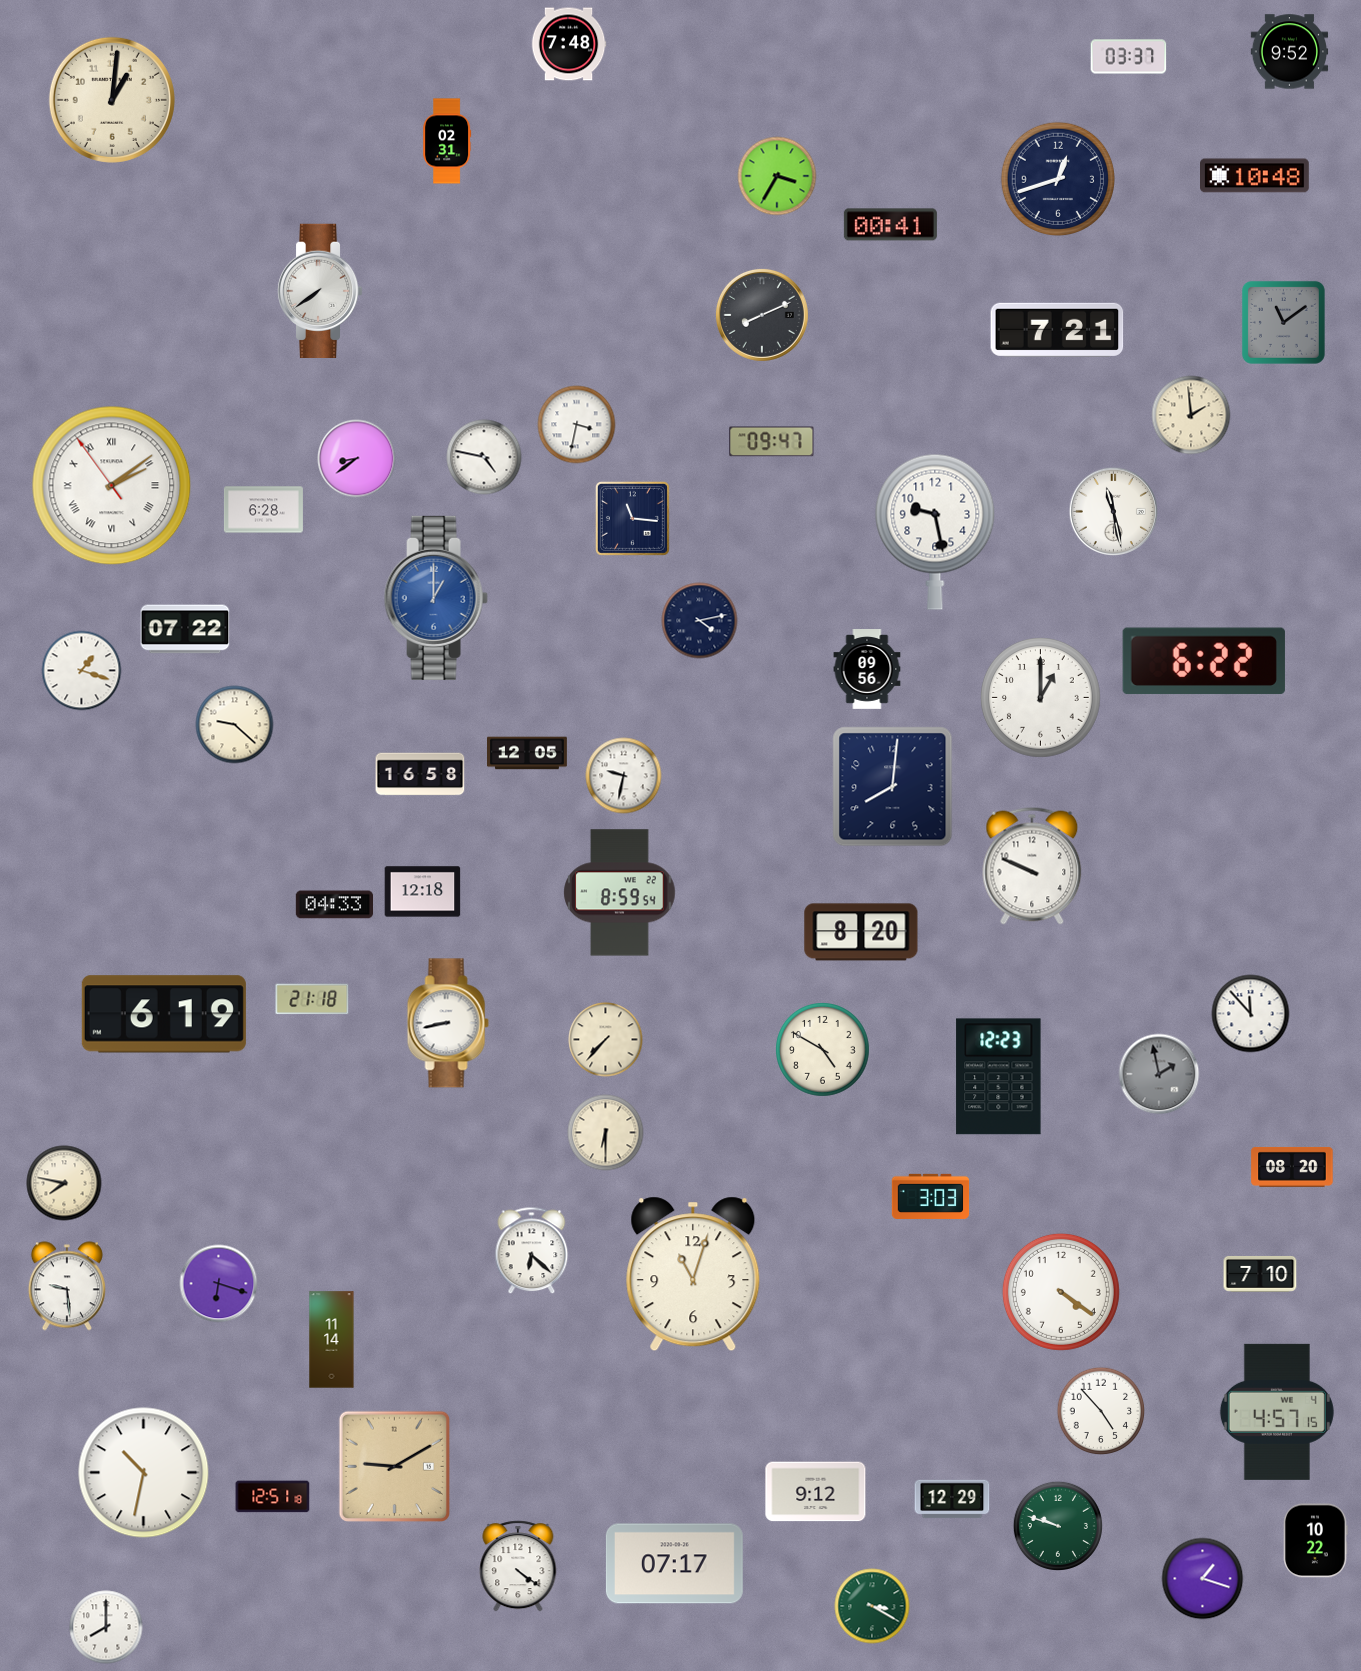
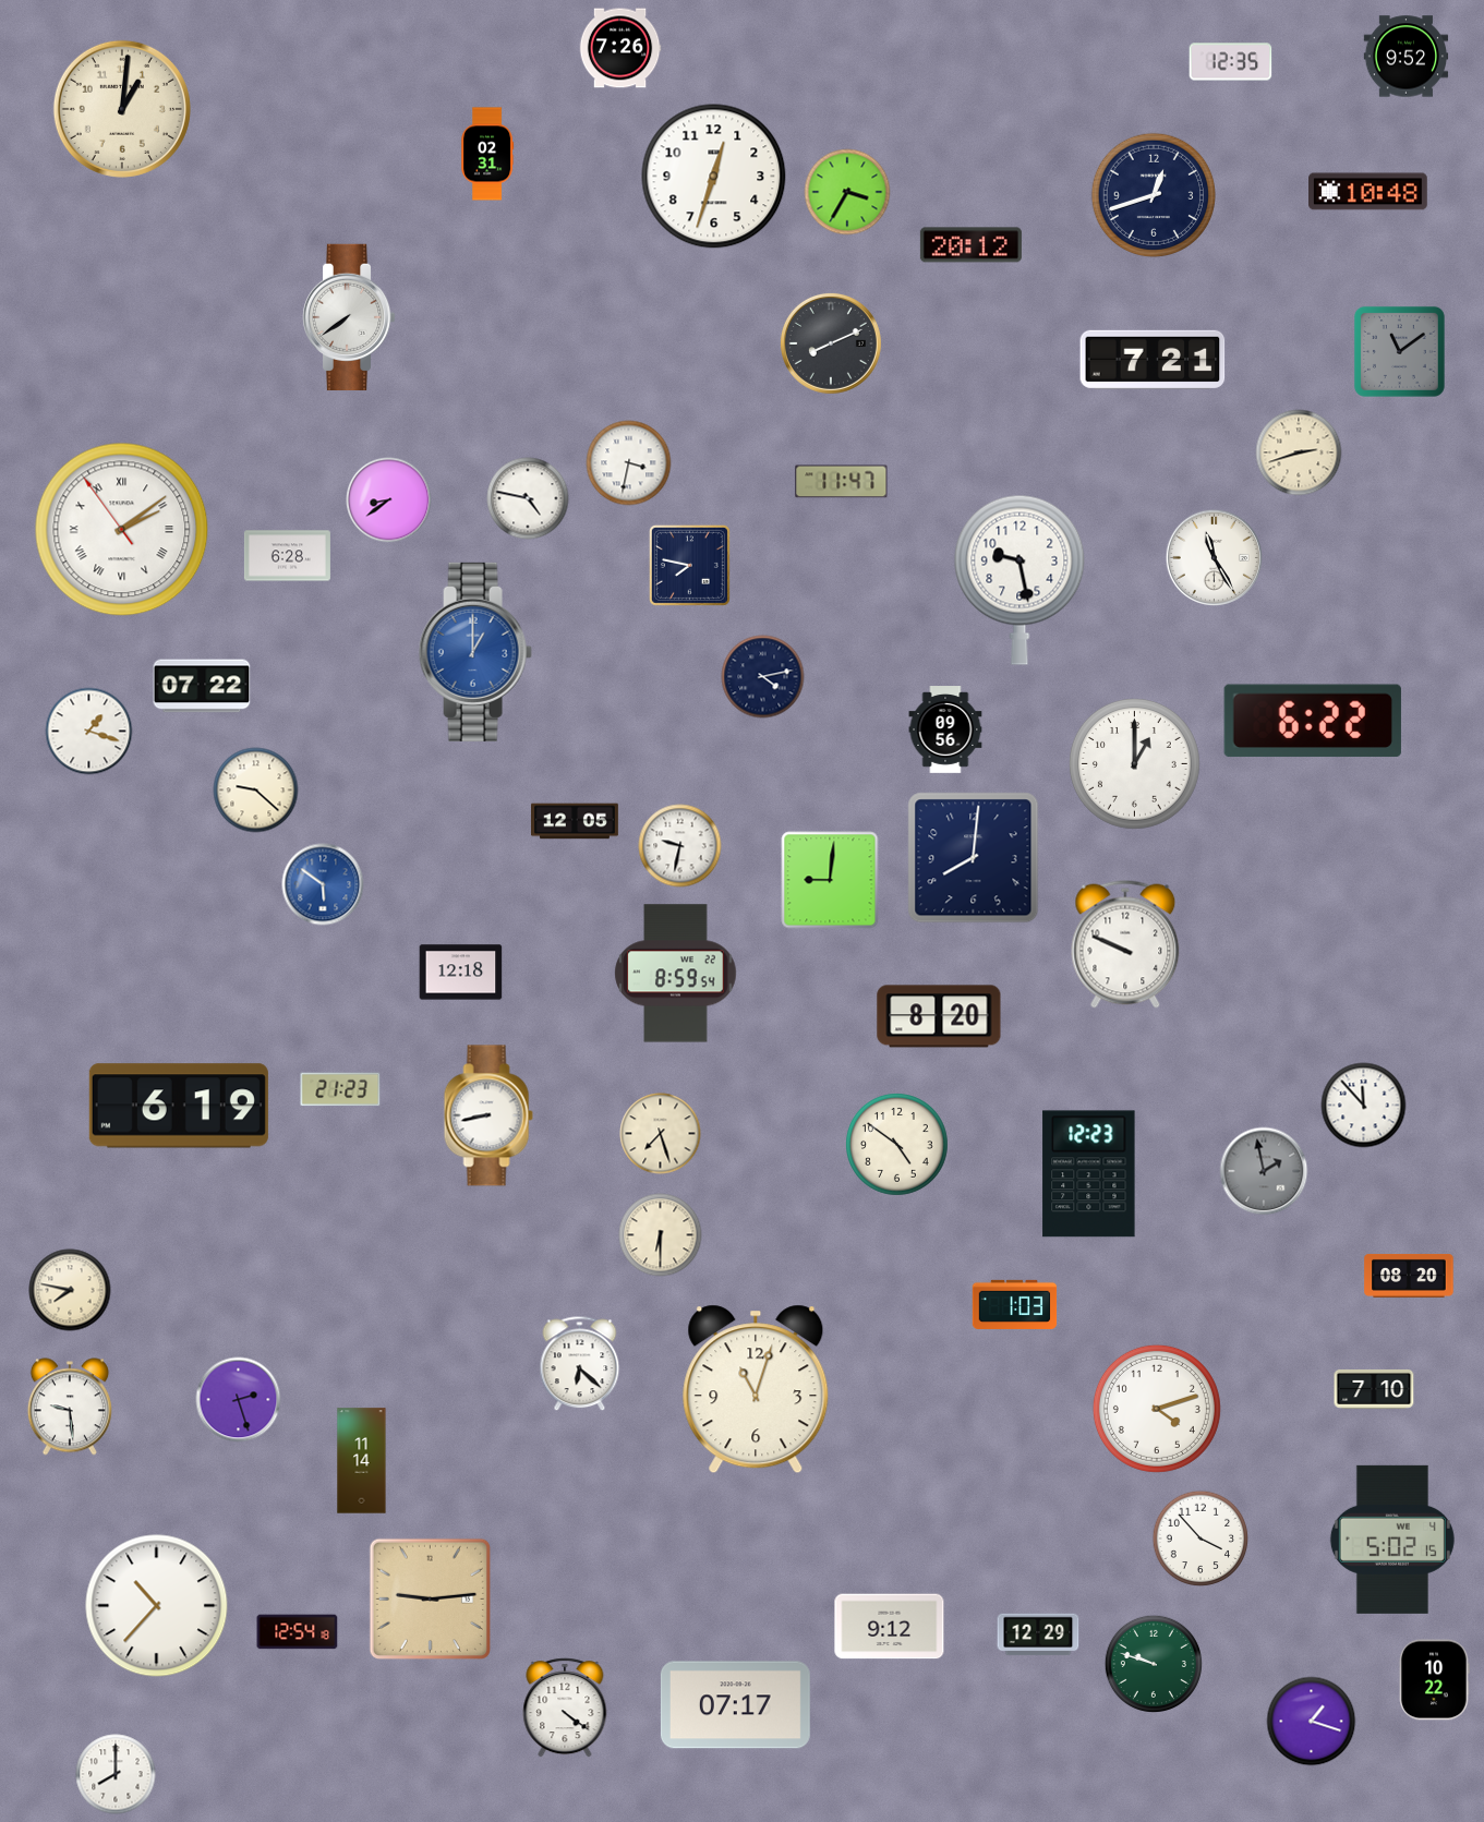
clock at (569, 44): 7:48 -> 7:26
clock at (1129, 57): 03:37 -> 12:35
clock at (714, 177): none -> 12:33
clock at (890, 225): 00:41 -> 20:12
clock at (1191, 415): 1:59 -> 2:42
clock at (772, 442): 09:47 -> 11:47
clock at (1113, 511): 11:28 -> 11:25
clock at (632, 518): 11:16 -> 7:47
clock at (1041, 698) position: (1041, 698) -> (1135, 764)
clock at (420, 774): 16:58 -> none
clock at (830, 880): none -> 9:01
clock at (323, 884): none -> 5:51
clock at (335, 905): 04:33 -> none
clock at (312, 999): 21:18 -> 21:23
clock at (606, 1040): 7:37 -> 7:27
clock at (823, 1050): 4:50 -> 4:51
clock at (1292, 1167) position: (1292, 1167) -> (1409, 1276)
clock at (931, 1196): 3:03 -> 1:03
clock at (219, 1284): 6:18 -> 2:27
clock at (67, 1286) position: (67, 1286) -> (70, 1407)
clock at (1061, 1292): 4:21 -> 4:12
clock at (1101, 1411): 4:53 -> 3:53
clock at (1277, 1412): 4:57 -> 5:02
clock at (394, 1466): 9:10 -> 9:14
clock at (144, 1473): 10:32 -> 10:37
clock at (273, 1497): 12:51 -> 12:54
clock at (872, 1606): 3:20 -> none
